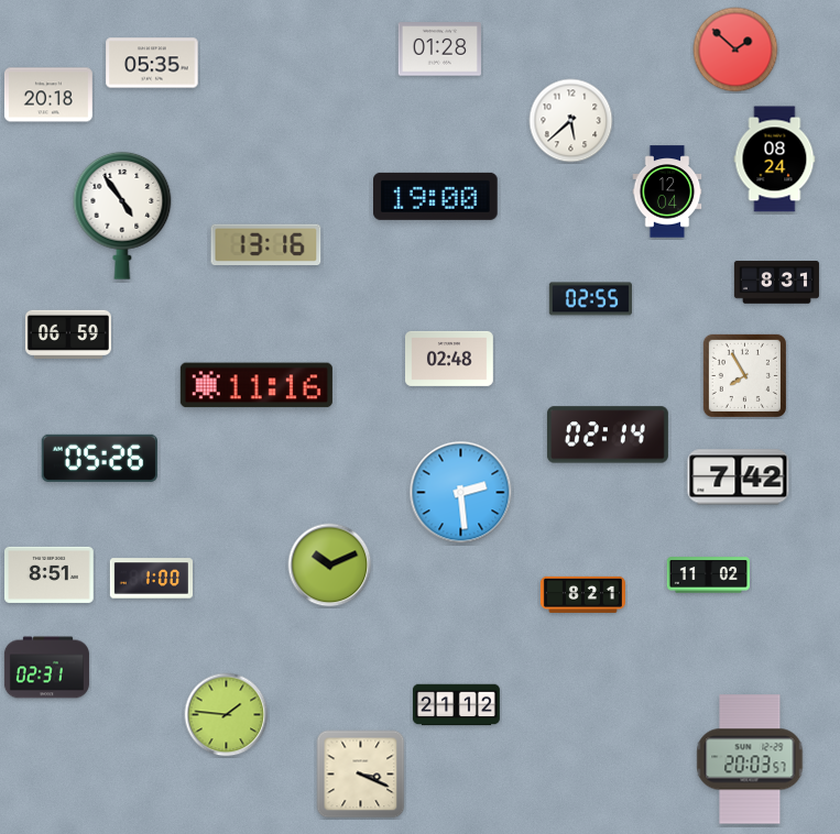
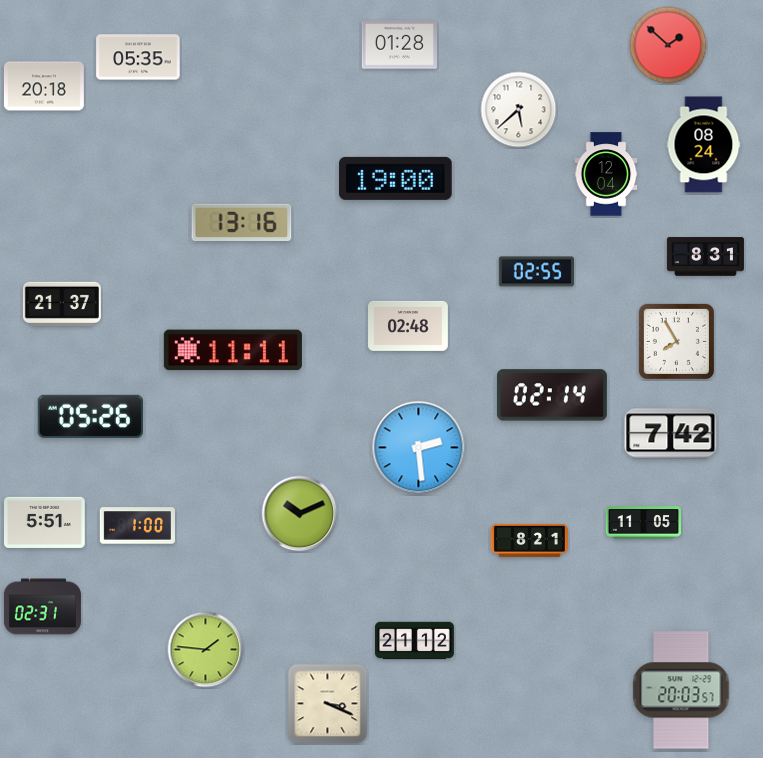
clock at (122, 216): 4:54 -> none
clock at (68, 334): 06:59 -> 21:37
clock at (257, 385): 11:16 -> 11:11
clock at (50, 574): 8:51 -> 5:51
clock at (708, 575): 11:02 -> 11:05
